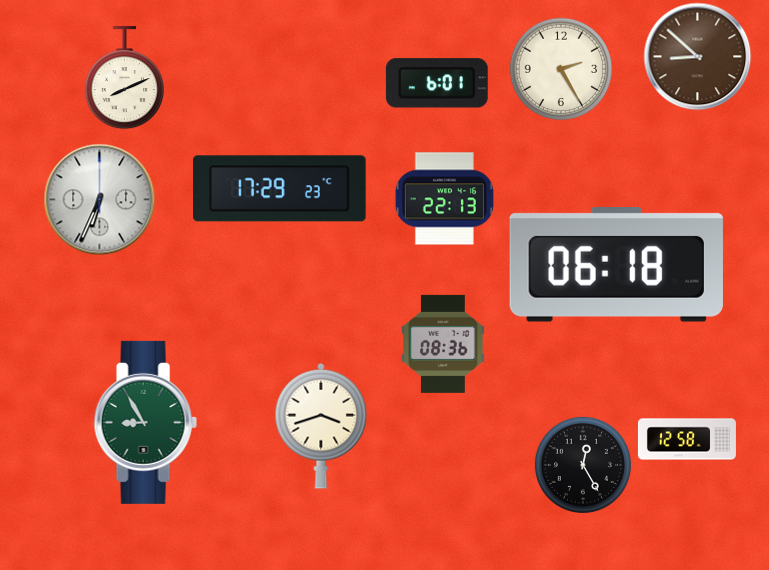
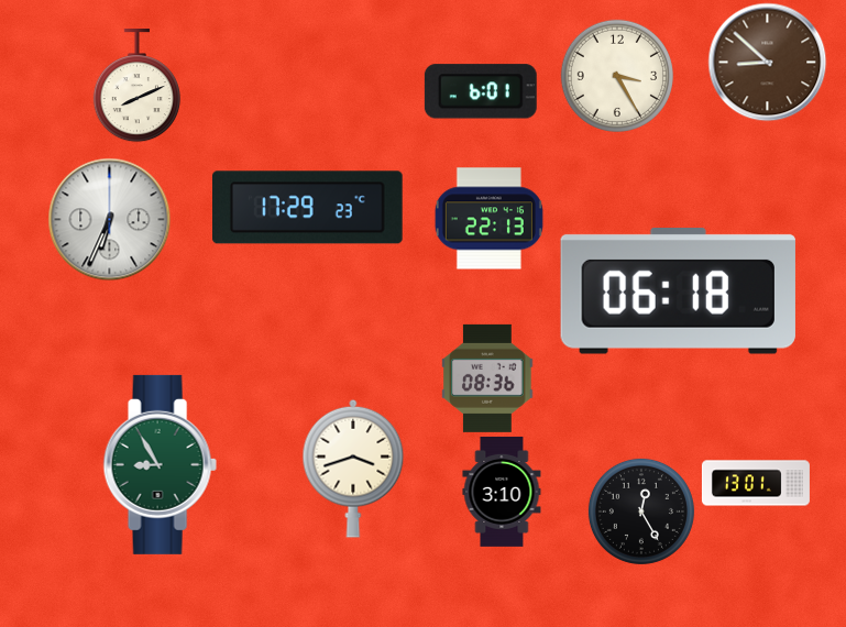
clock at (561, 69): 2:25 -> 3:25
clock at (687, 439): 12:58 -> 13:01
clock at (502, 492): none -> 3:10
